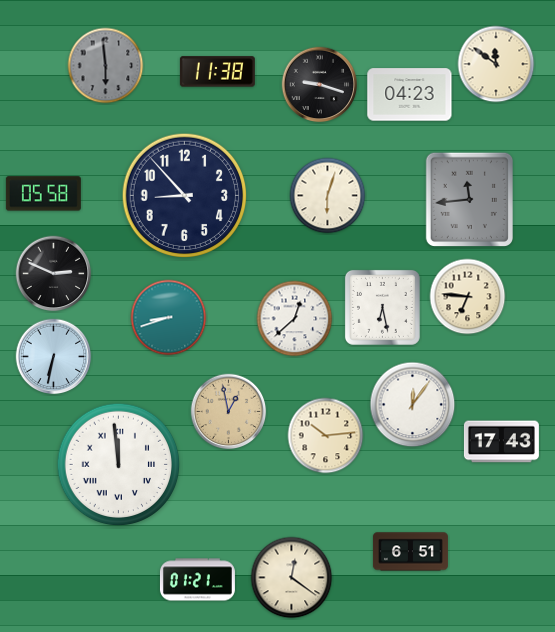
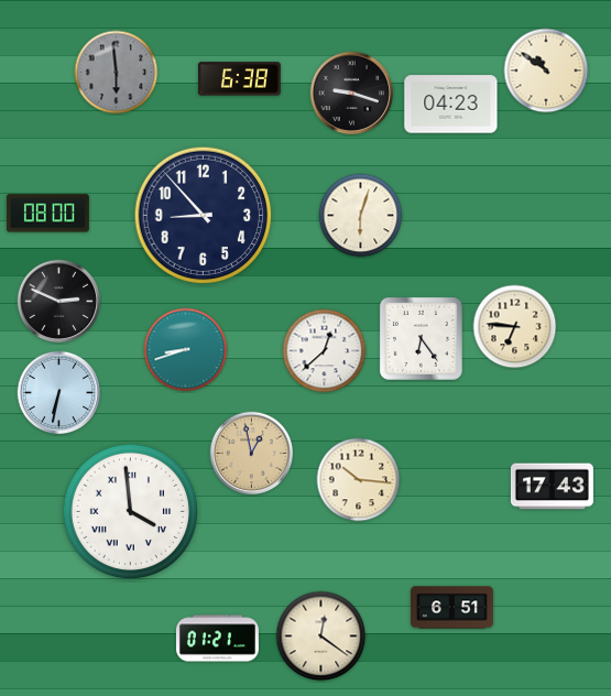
clock at (496, 64): 11:51 -> 10:51
clock at (217, 72): 11:38 -> 6:38
clock at (43, 194): 05:58 -> 08:00
clock at (469, 199): 11:44 -> none
clock at (382, 307): 6:28 -> 6:24
clock at (413, 405): 12:06 -> none
clock at (326, 436): 10:14 -> 10:16
clock at (119, 465): 11:59 -> 3:59
